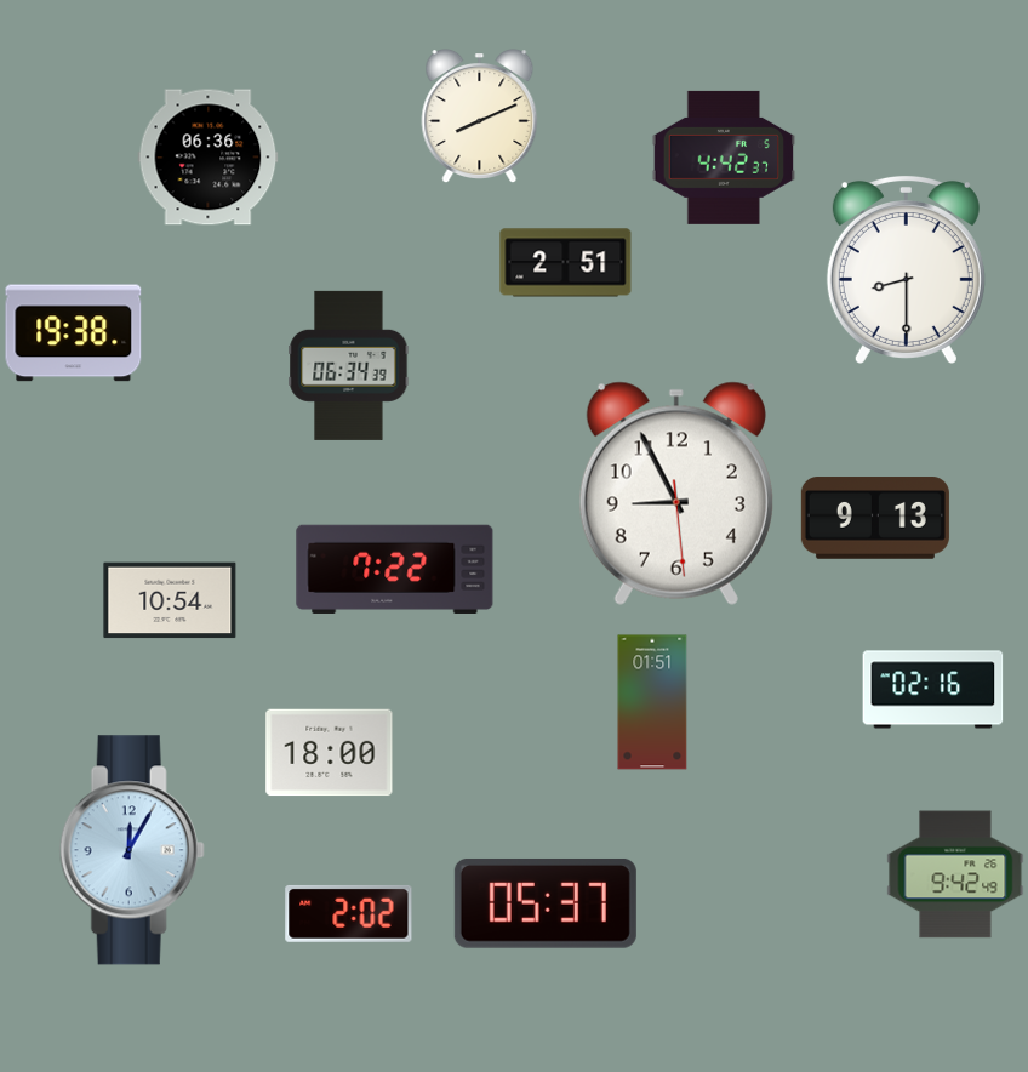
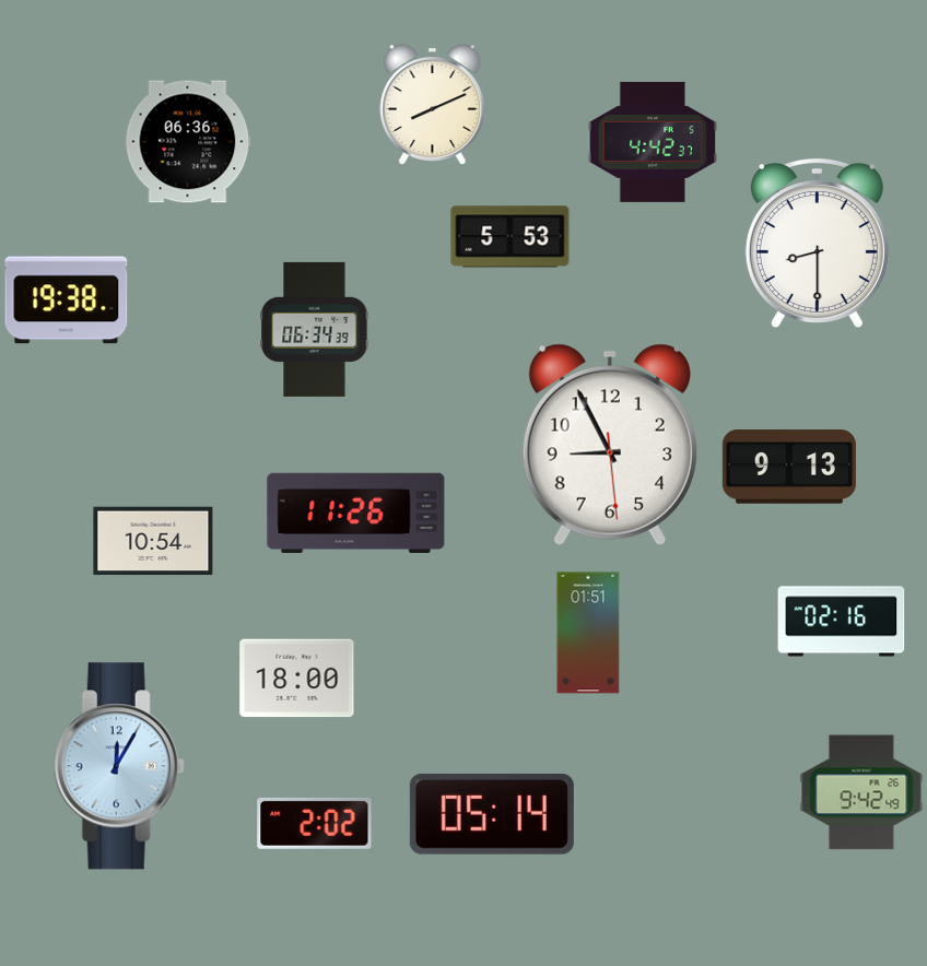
clock at (566, 263): 2:51 -> 5:53
clock at (395, 569): 7:22 -> 11:26
clock at (955, 874) position: (955, 874) -> (861, 792)
clock at (546, 903): 05:37 -> 05:14
